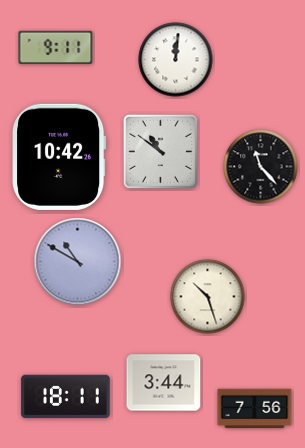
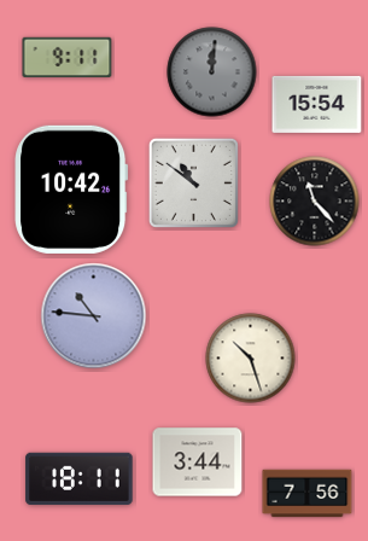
clock at (176, 60) dial: white -> grey
clock at (317, 104): none -> 15:54
clock at (78, 262): 10:50 -> 10:46
